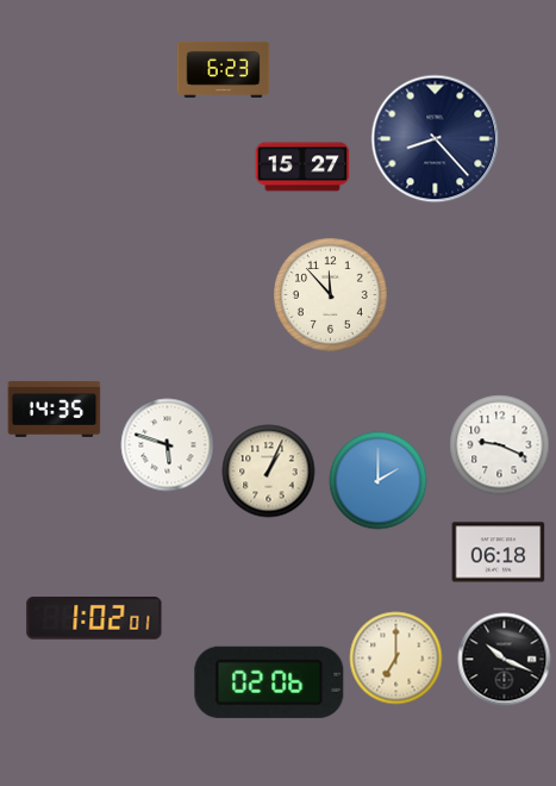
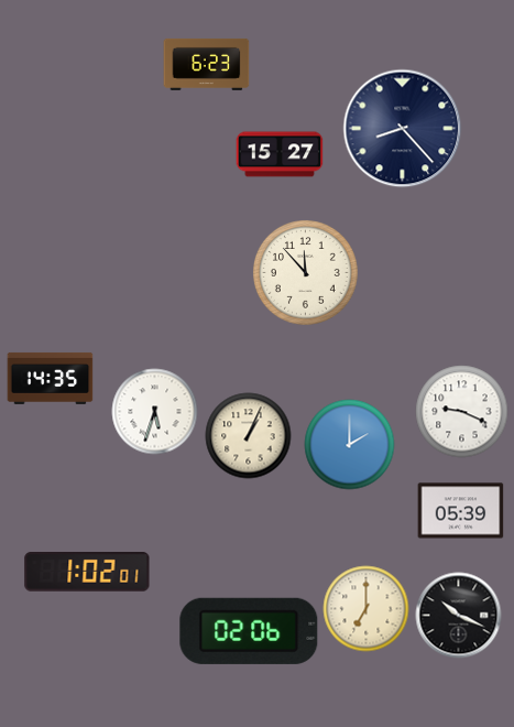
clock at (167, 444): 5:48 -> 5:33
clock at (498, 553): 06:18 -> 05:39
clock at (504, 659) position: (504, 659) -> (458, 615)
